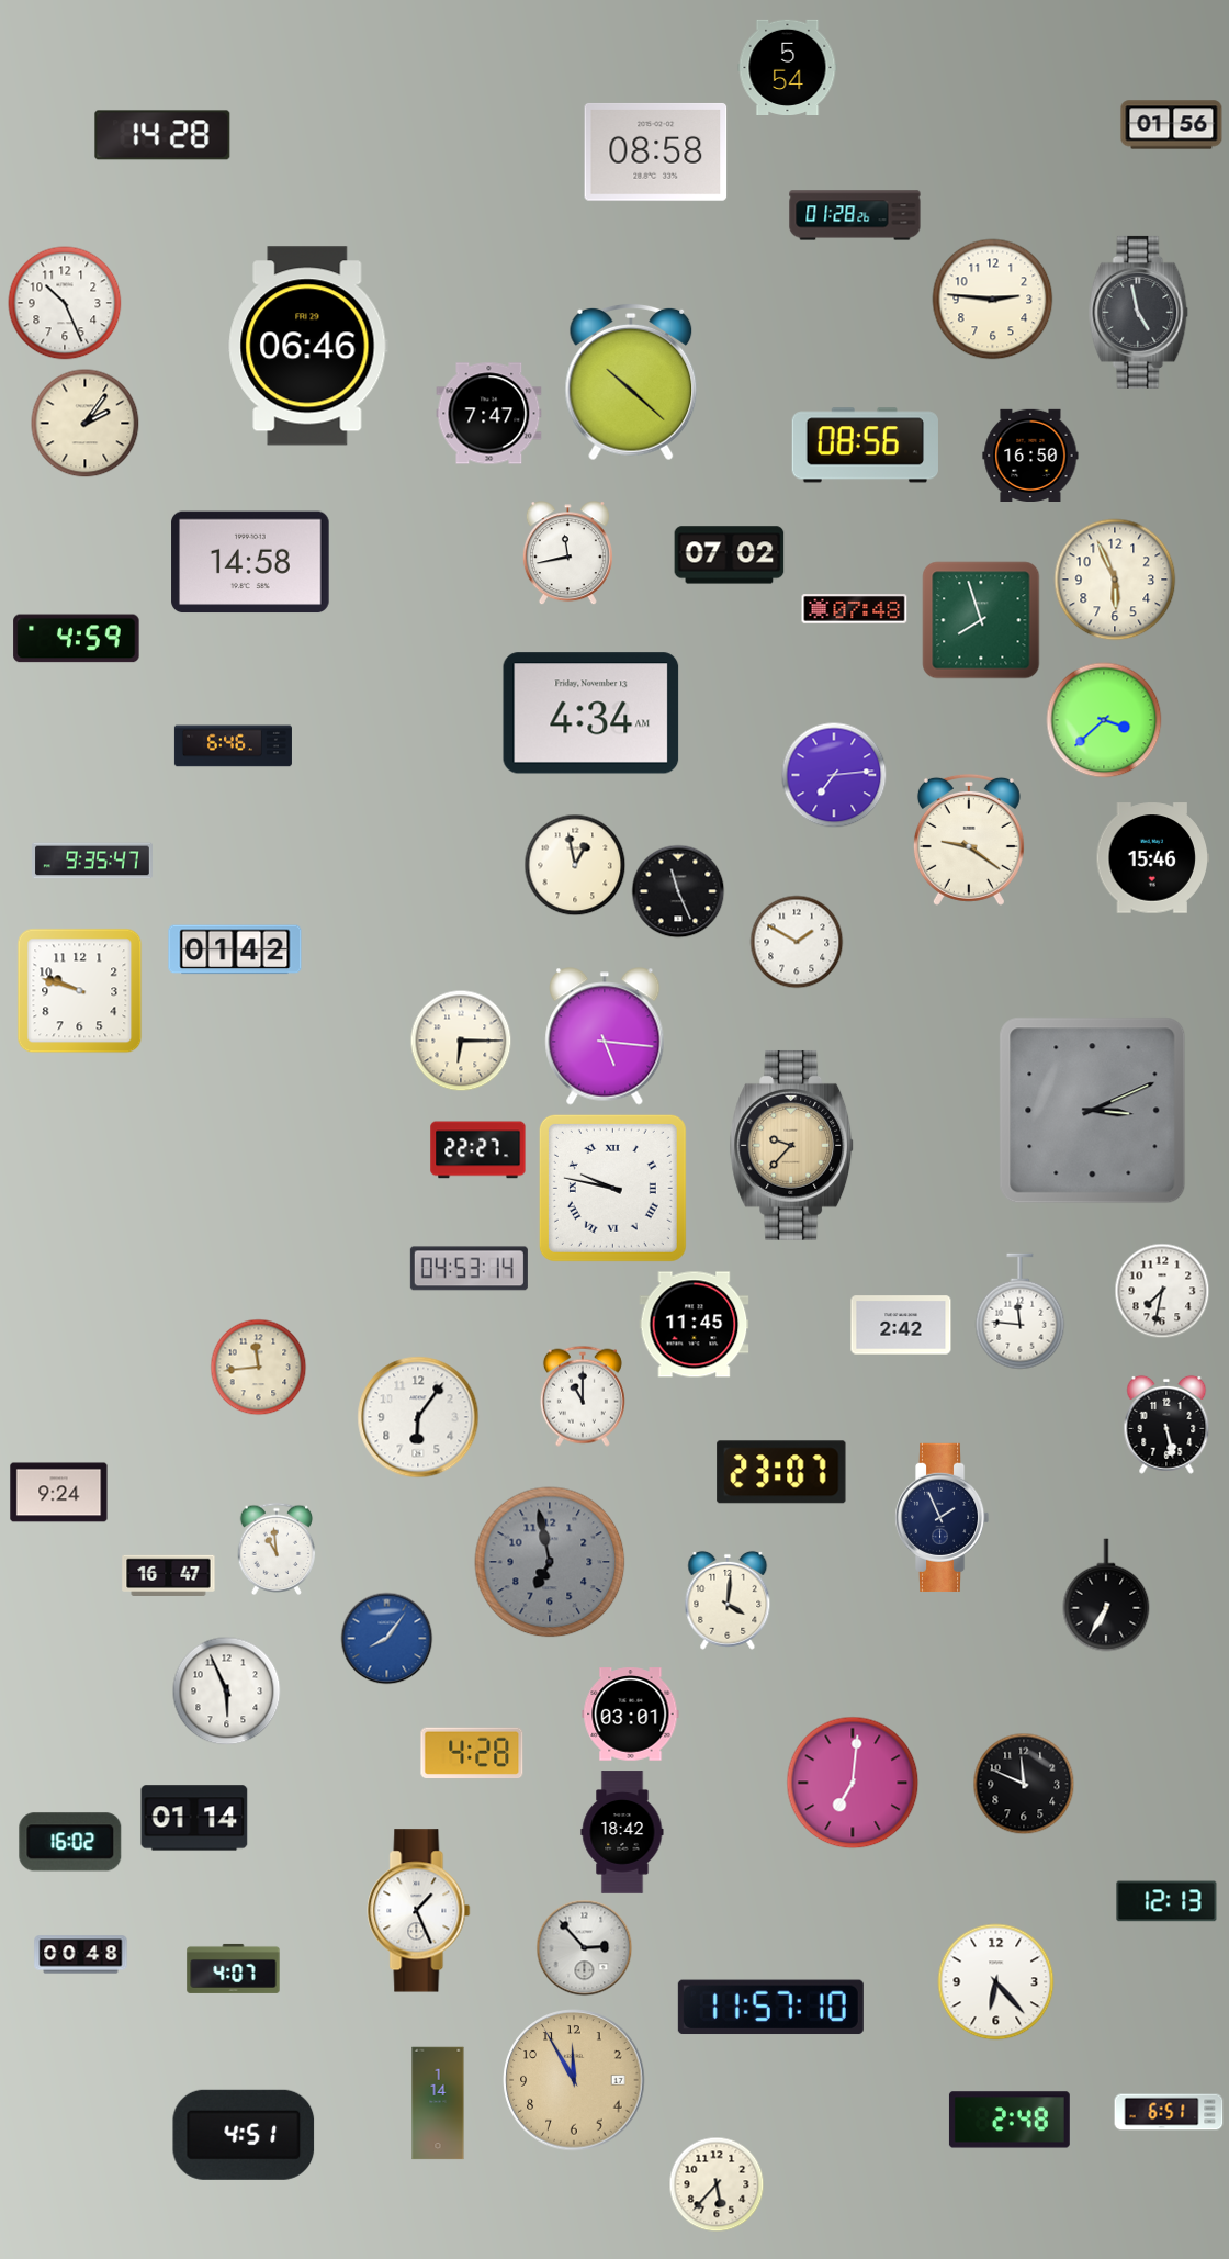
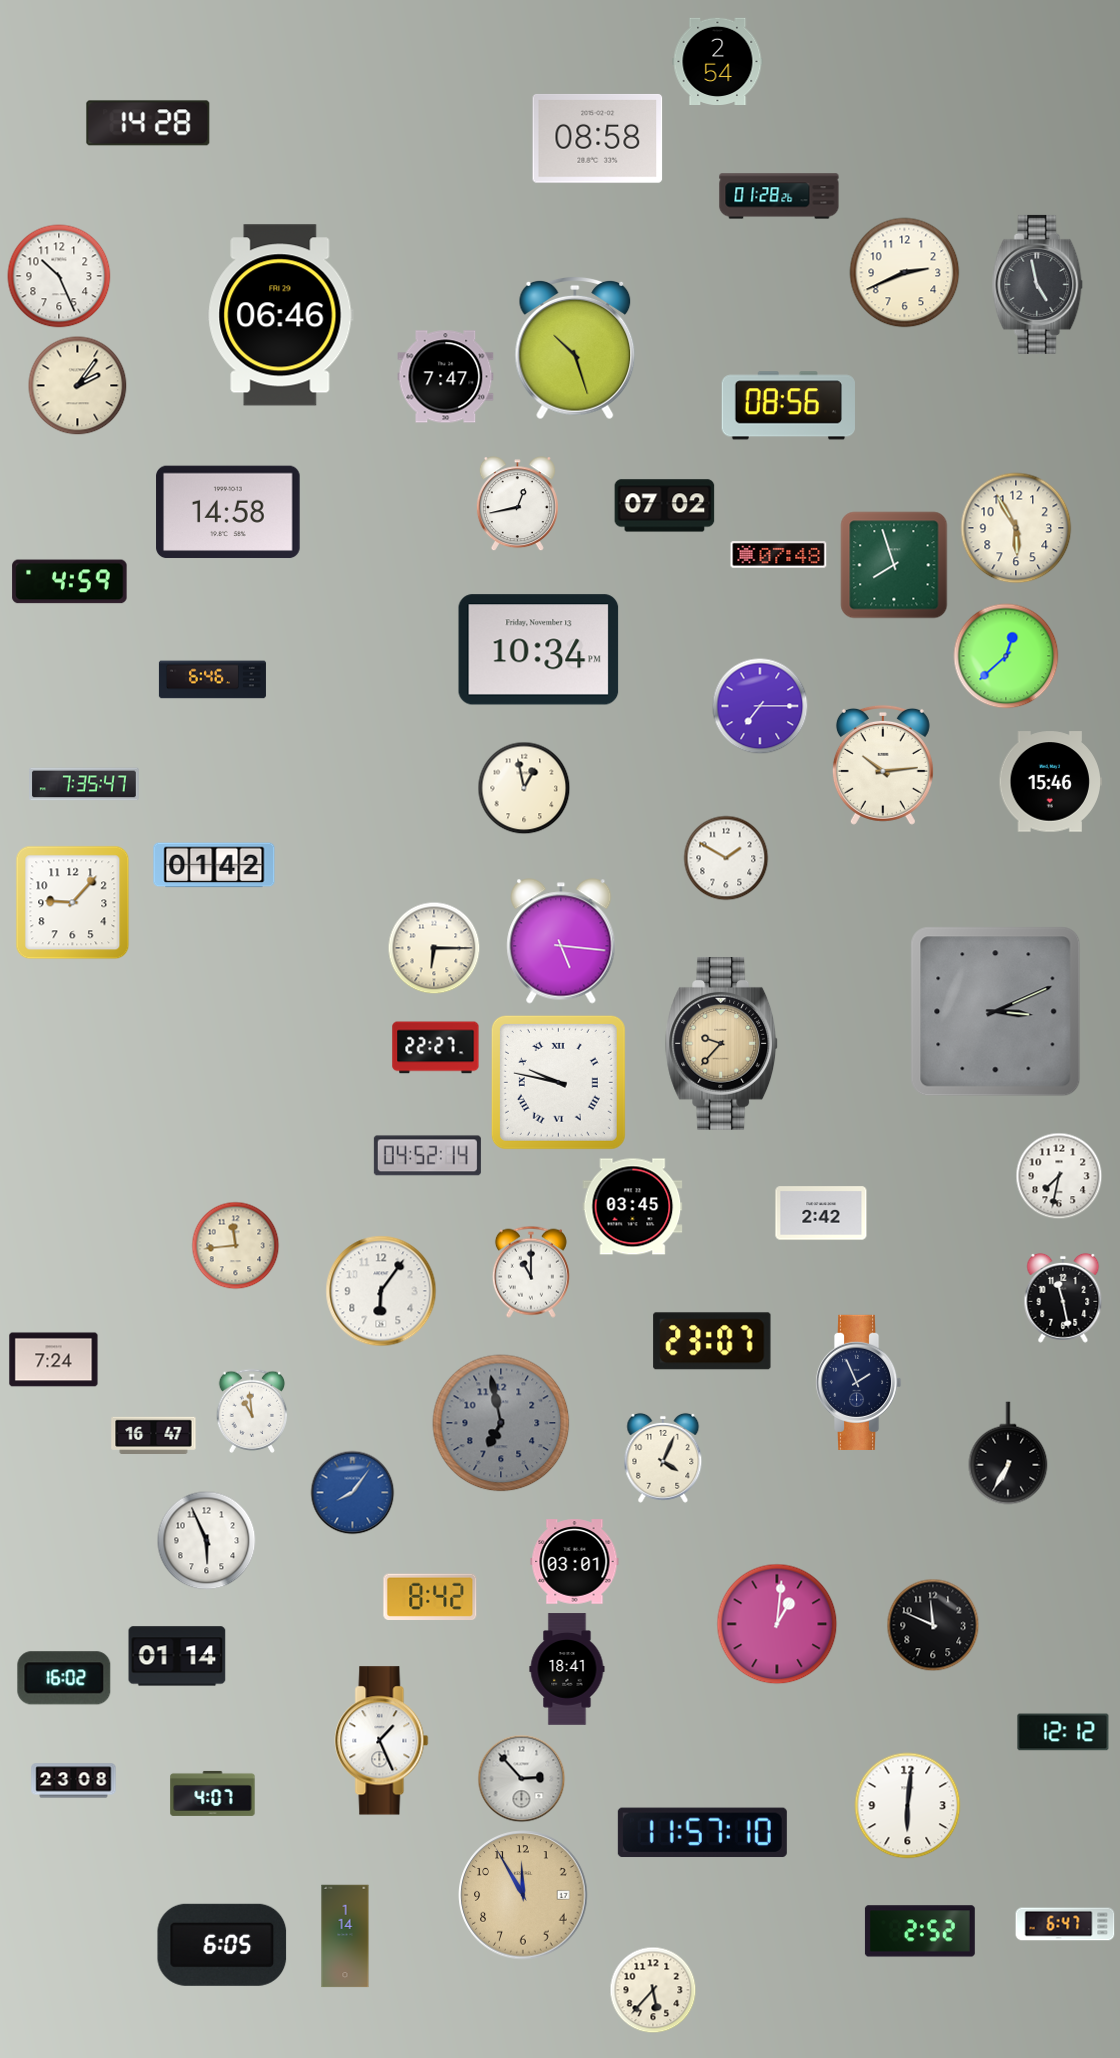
clock at (788, 67): 5:54 -> 2:54
clock at (1172, 125): 01:56 -> none
clock at (993, 300): 2:46 -> 2:41
clock at (631, 382): 10:22 -> 10:27
clock at (1030, 454): 16:50 -> none
clock at (567, 553): 11:43 -> 12:43
clock at (1115, 580): 5:56 -> 5:55
clock at (591, 713): 4:34 -> 10:34
clock at (1104, 720): 3:38 -> 12:38
clock at (834, 775): 7:14 -> 7:15
clock at (969, 840): 9:21 -> 10:14
clock at (93, 861): 9:35 -> 7:35
clock at (678, 891): 11:26 -> none
clock at (80, 991): 9:48 -> 9:07
clock at (605, 1036) position: (605, 1036) -> (561, 941)
clock at (461, 1041) position: (461, 1041) -> (434, 948)
clock at (469, 1269): 04:53 -> 04:52
clock at (1021, 1312): 11:46 -> none
clock at (695, 1325): 11:45 -> 03:45
clock at (901, 1325) position: (901, 1325) -> (821, 1213)
clock at (1166, 1425): 5:28 -> 11:28
clock at (59, 1493): 9:24 -> 7:24
clock at (728, 1600): 4:01 -> 4:04
clock at (472, 1752): 4:28 -> 8:42
clock at (853, 1783): 7:01 -> 1:01
clock at (622, 1832): 18:42 -> 18:41
clock at (1166, 1901): 12:13 -> 12:12
clock at (585, 1948) position: (585, 1948) -> (522, 1779)
clock at (81, 1955): 00:48 -> 23:08
clock at (996, 1982): 6:23 -> 6:01
clock at (770, 2008) position: (770, 2008) -> (702, 1833)
clock at (438, 2103) position: (438, 2103) -> (345, 1936)
clock at (1169, 2112): 6:51 -> 6:47
clock at (1010, 2120): 2:48 -> 2:52
clock at (244, 2135): 4:51 -> 6:05
